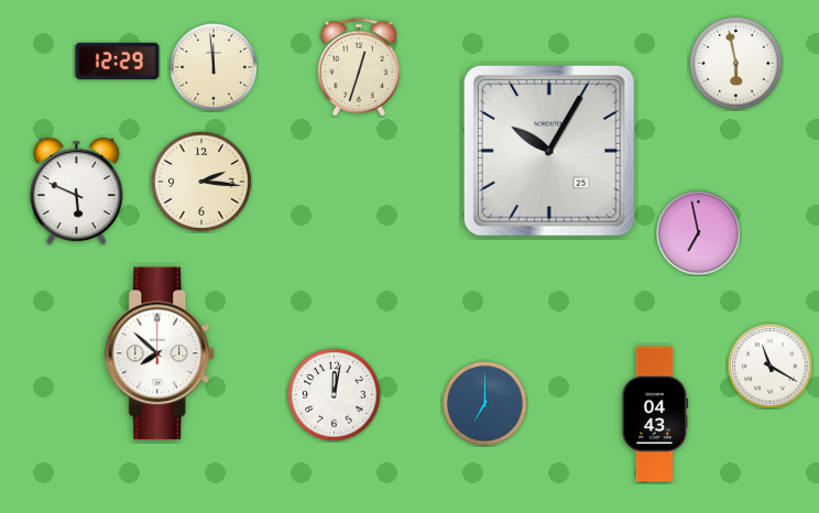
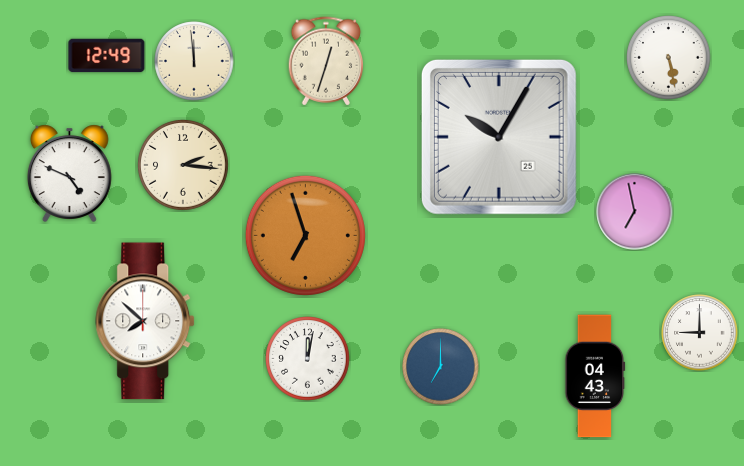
clock at (118, 62): 12:29 -> 12:49
clock at (736, 64): 5:58 -> 5:28
clock at (76, 190): 5:49 -> 4:49
clock at (305, 235): none -> 6:57
clock at (771, 367): 11:20 -> 9:00
clock at (335, 395) position: (335, 395) -> (308, 359)
